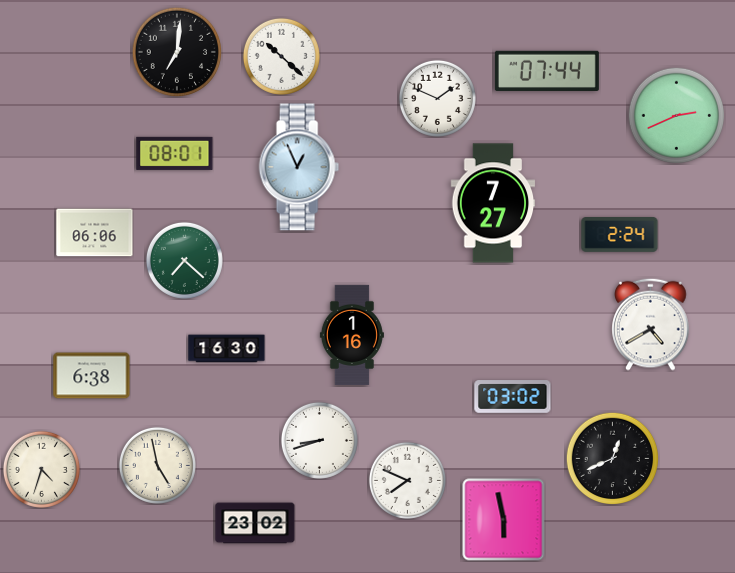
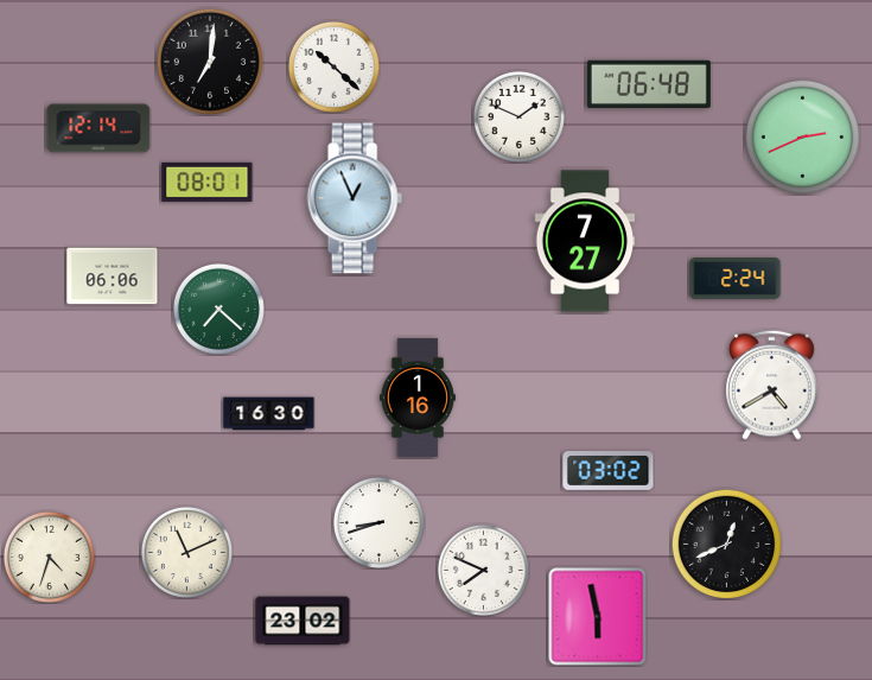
clock at (547, 70): 07:44 -> 06:48
clock at (98, 128): none -> 12:14
clock at (92, 376): 6:38 -> none
clock at (157, 465): 4:58 -> 11:11
